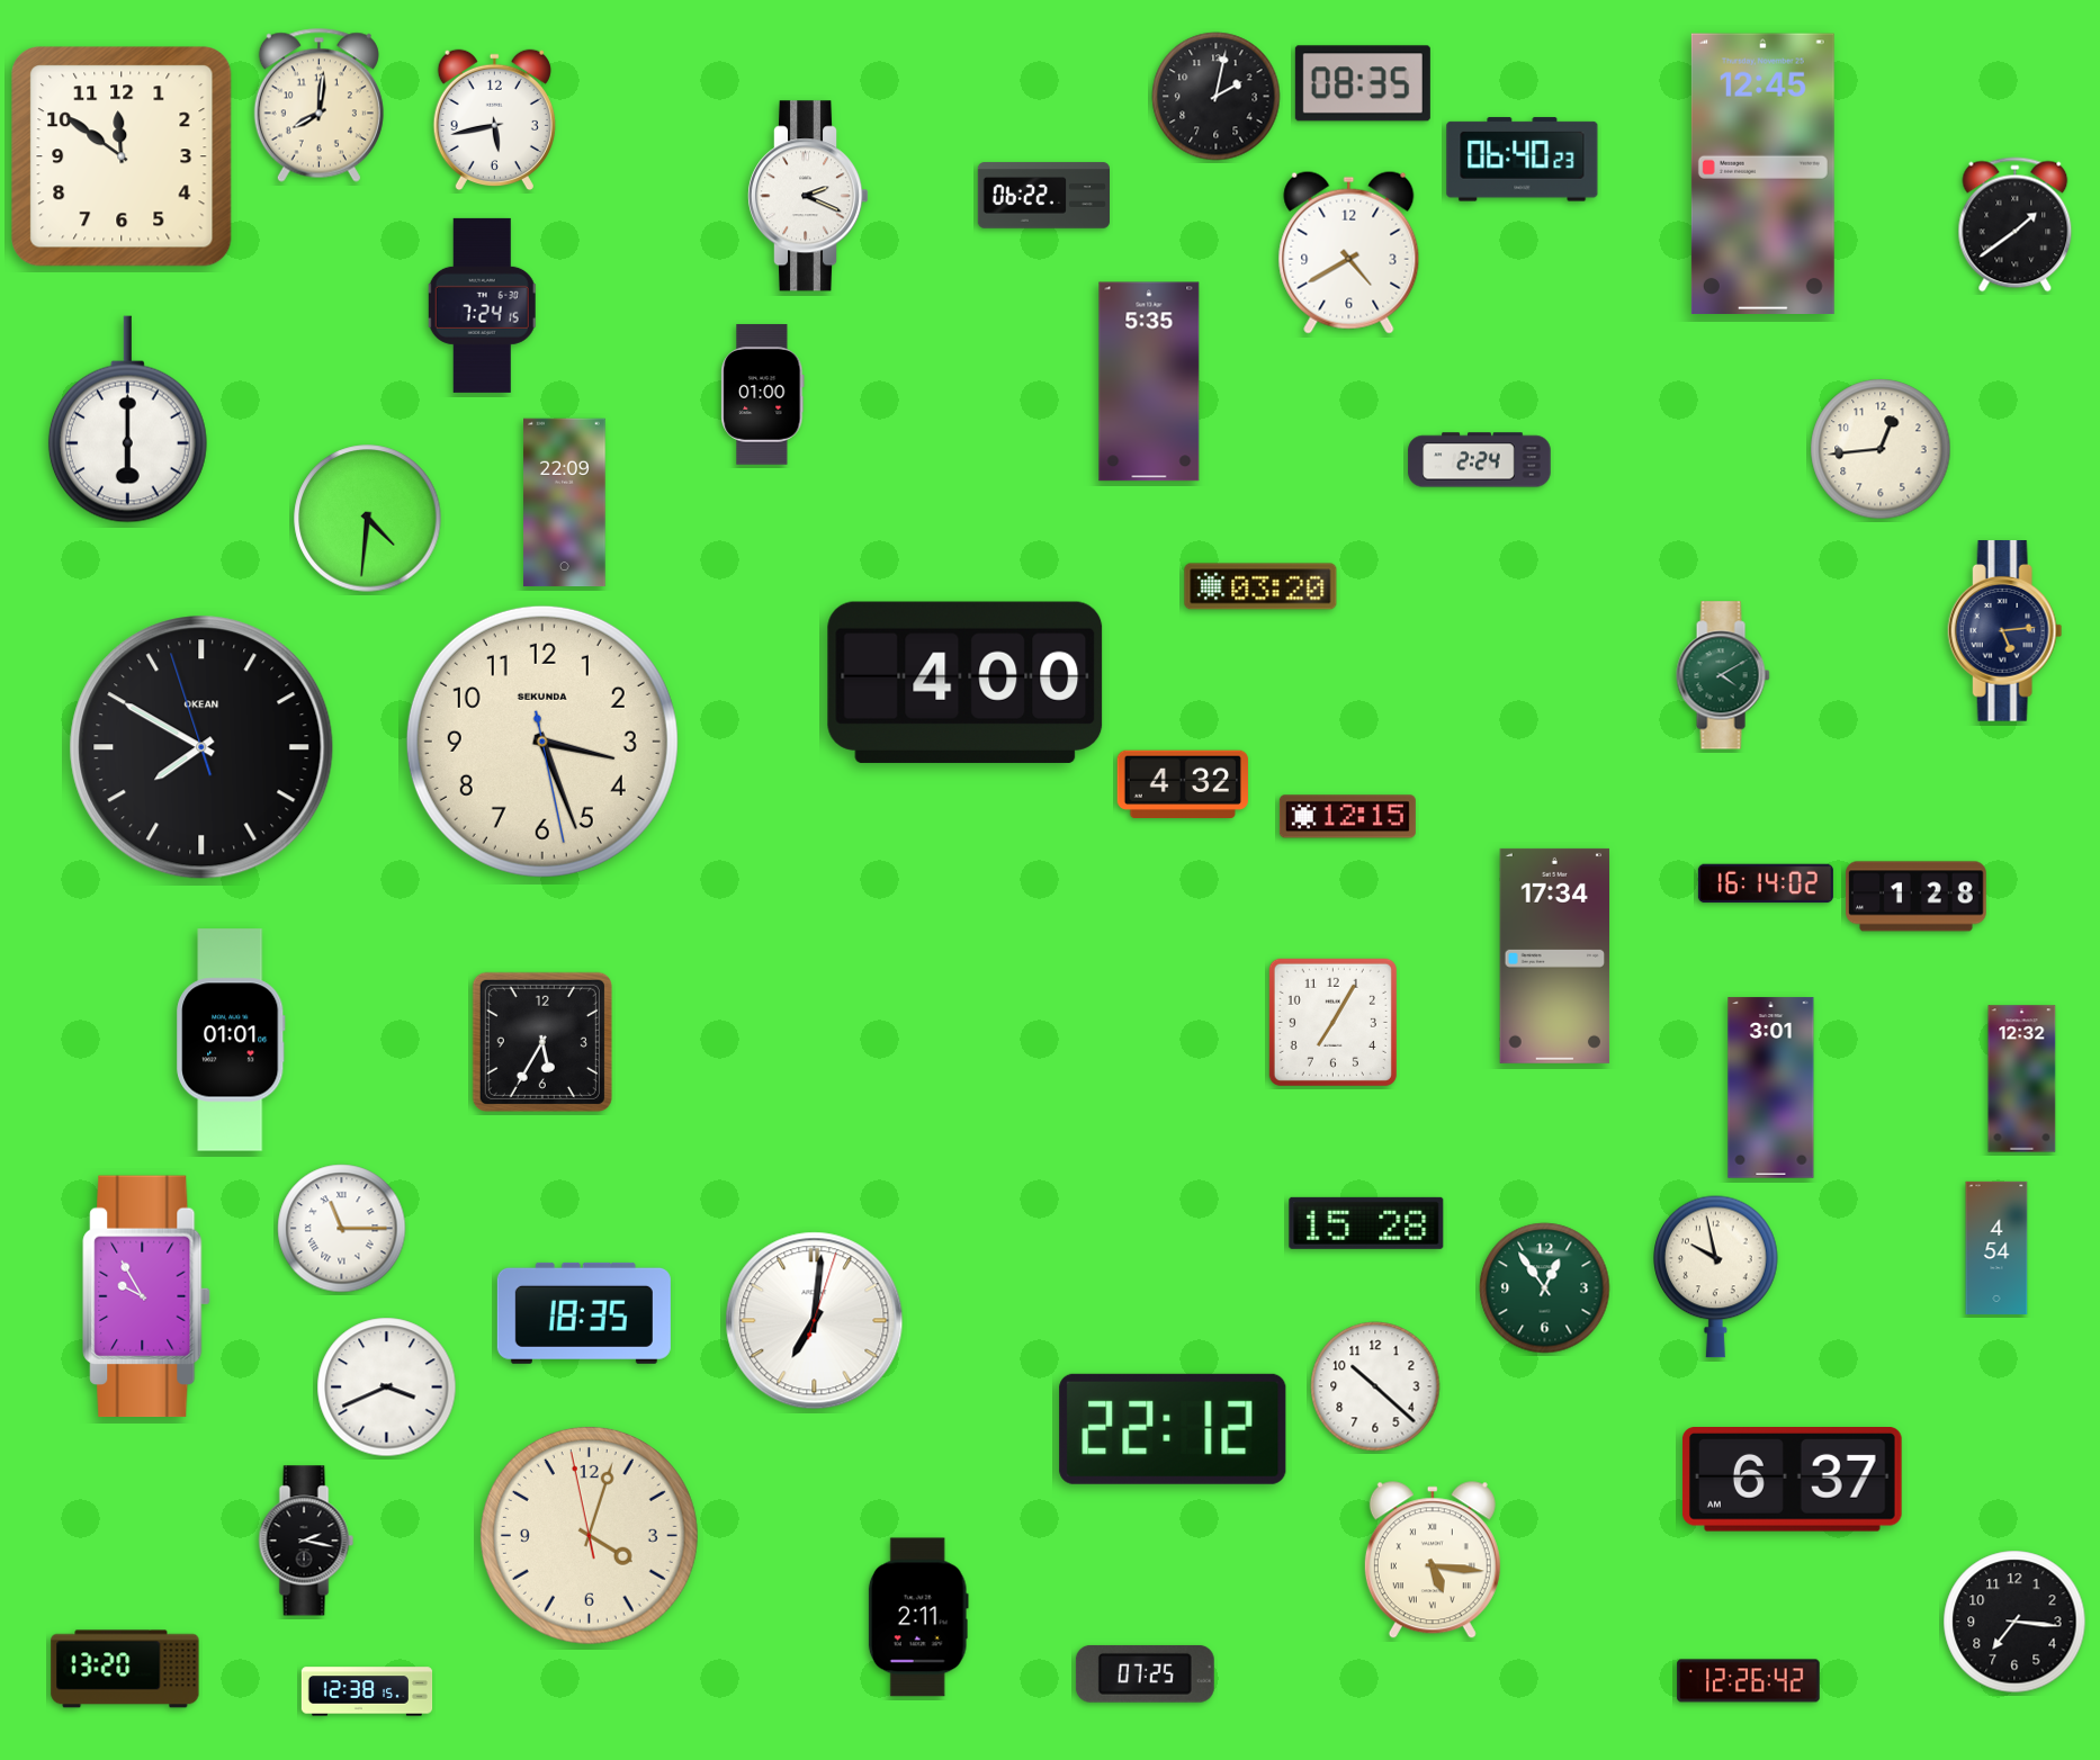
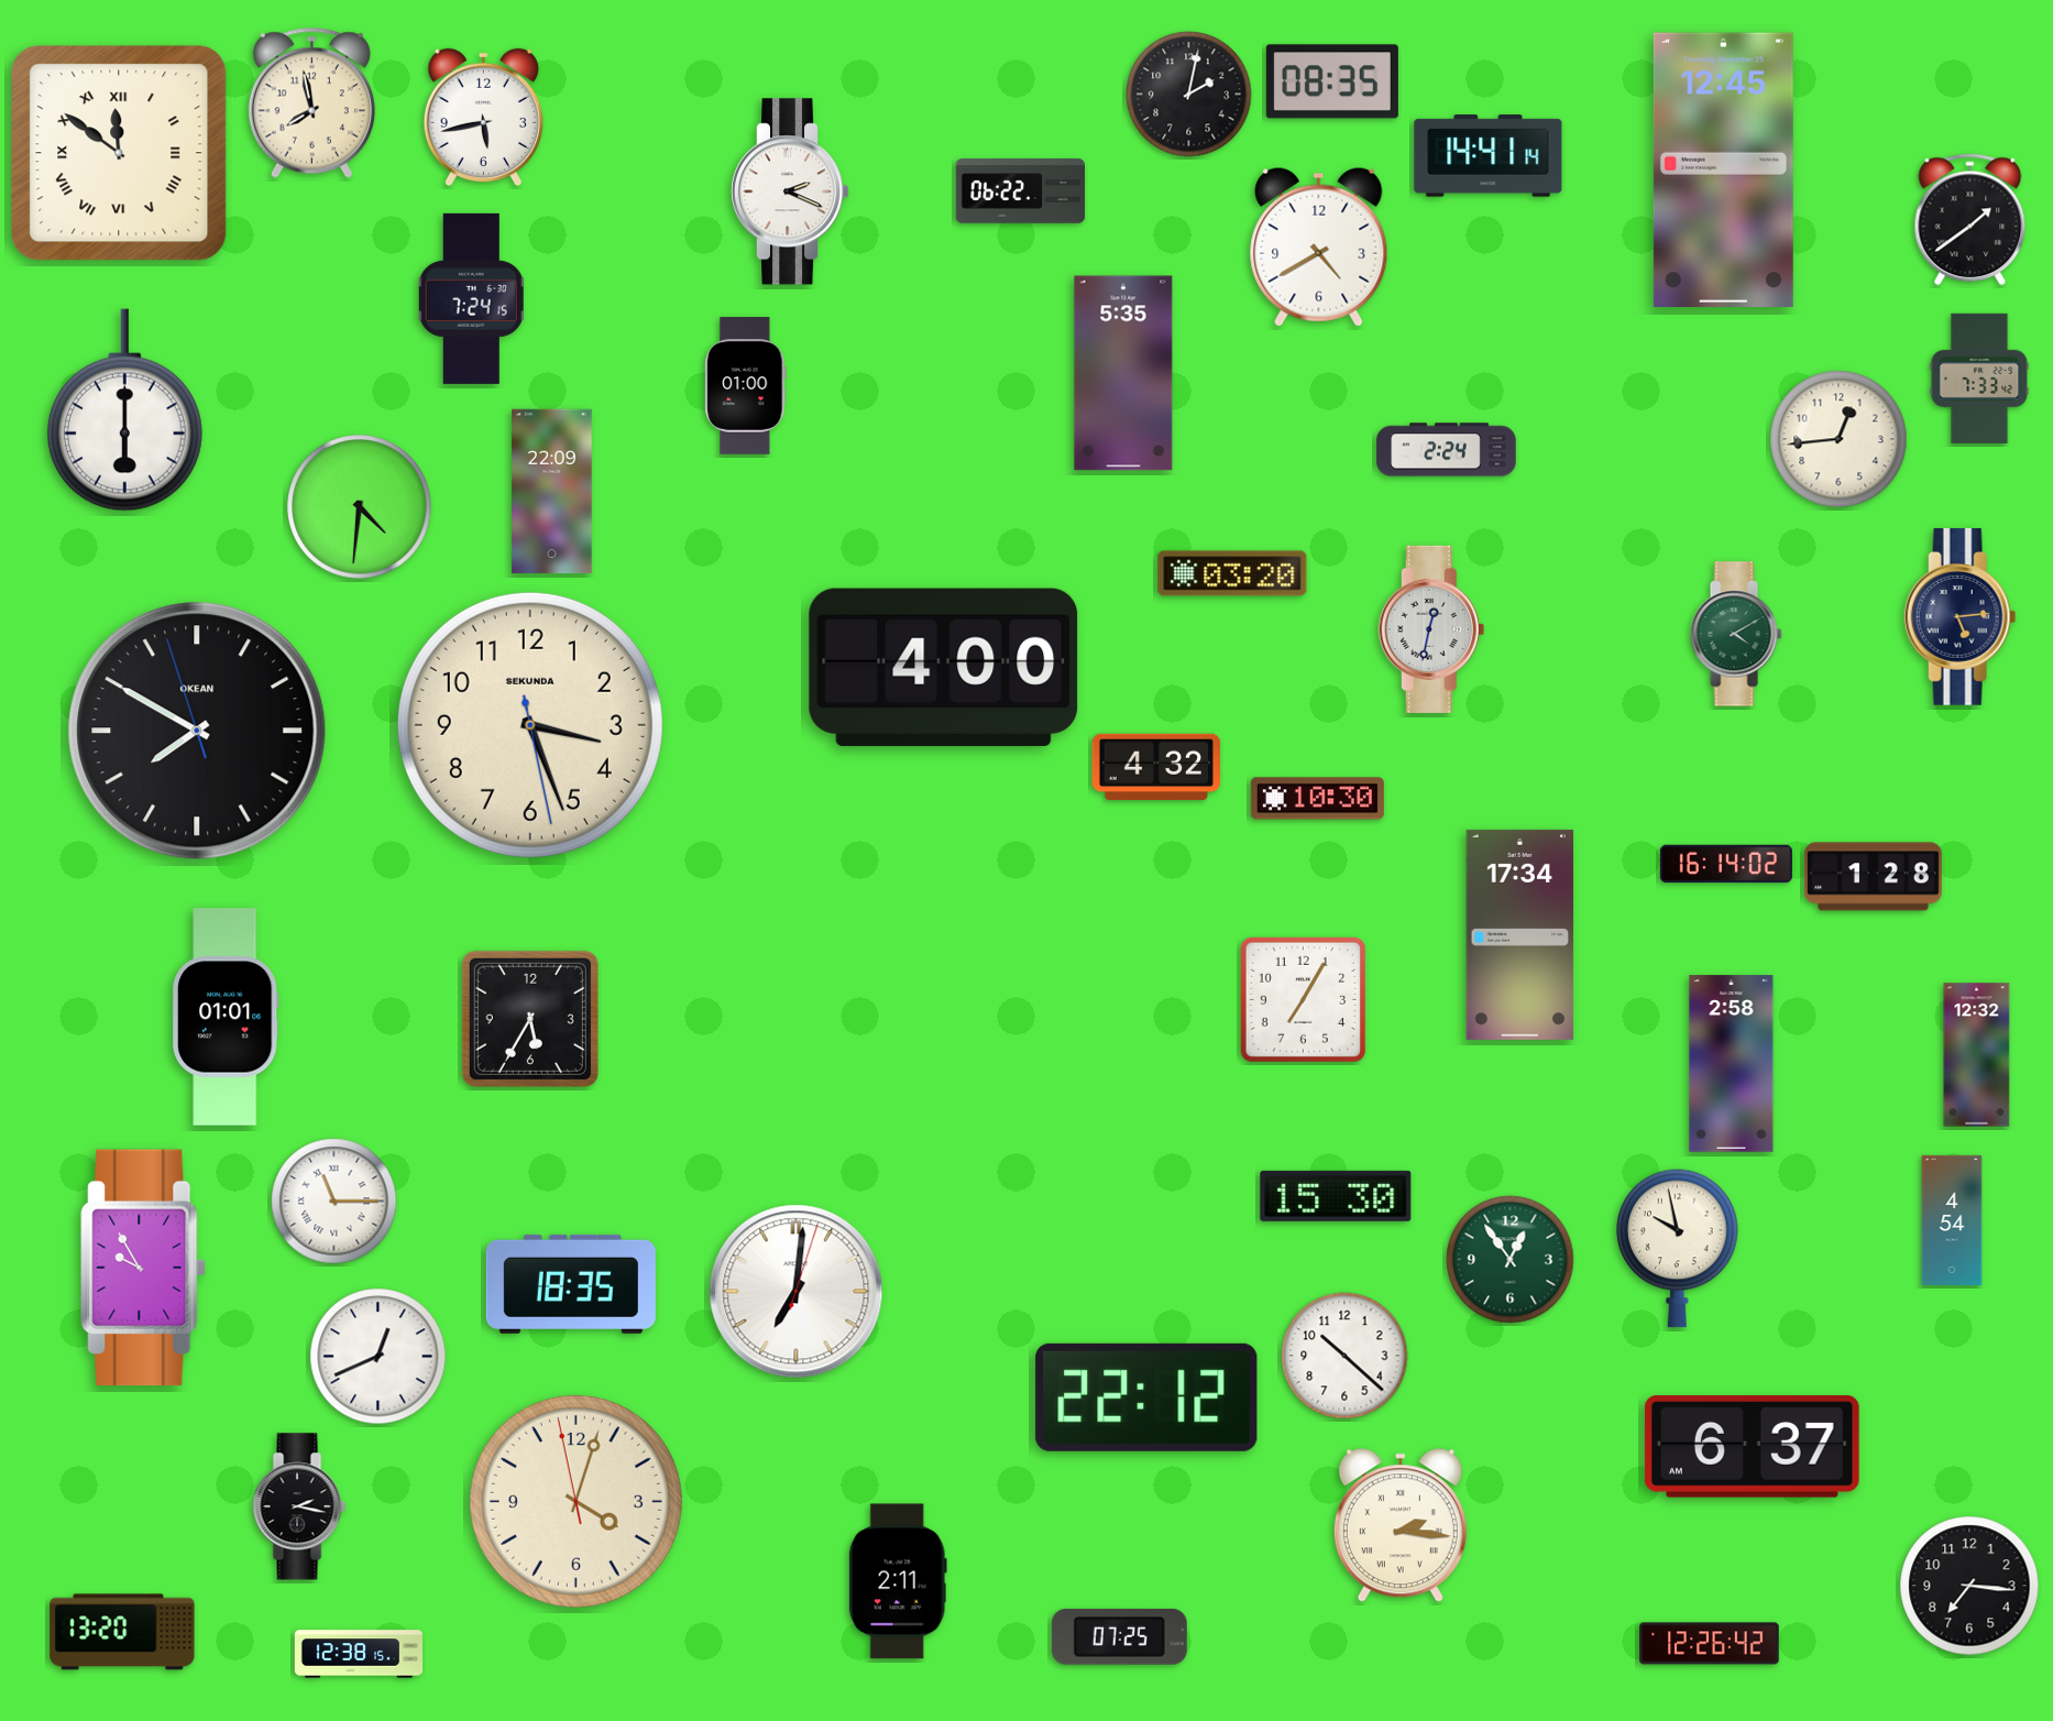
clock at (318, 105): 8:01 -> 7:58
clock at (122, 156) numerals: Arabic -> Roman
clock at (1523, 160): 06:40 -> 14:41
clock at (1979, 379): none -> 7:33
clock at (1431, 629): none -> 12:32
clock at (1723, 675) position: (1723, 675) -> (1736, 634)
clock at (1347, 817): 12:15 -> 10:30
clock at (1771, 1088): 3:01 -> 2:58
clock at (1366, 1223): 15:28 -> 15:30
clock at (387, 1388): 3:41 -> 12:41
clock at (1433, 1561): 5:16 -> 2:16
